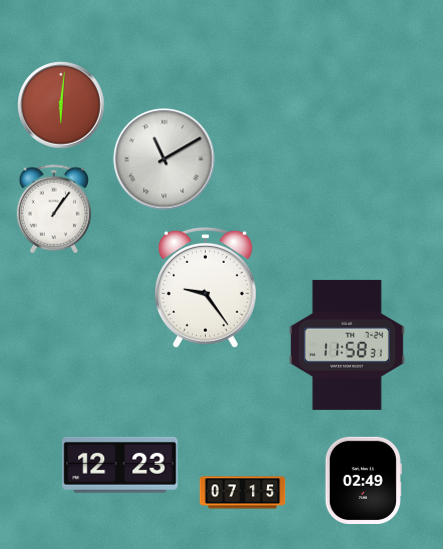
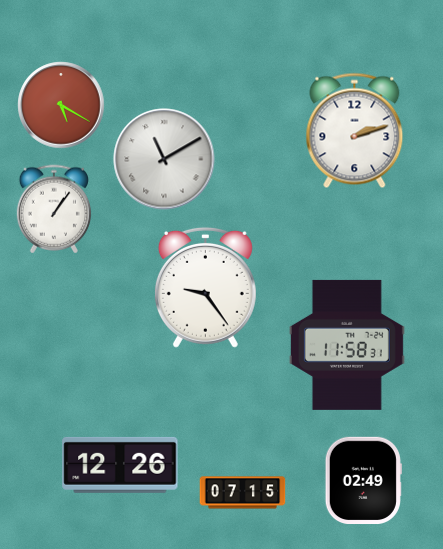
clock at (61, 105): 6:01 -> 5:20
clock at (355, 131): none -> 2:12
clock at (120, 465): 12:23 -> 12:26
